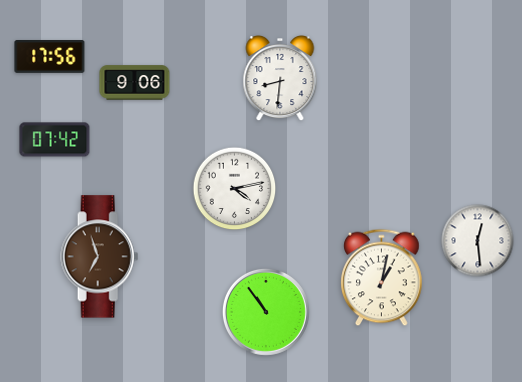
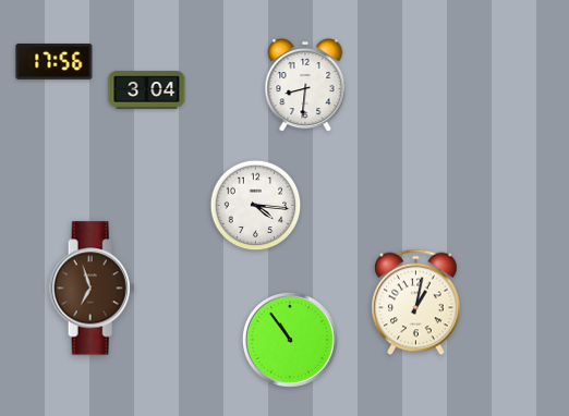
clock at (135, 83): 9:06 -> 3:04
clock at (55, 140): 07:42 -> none
clock at (235, 189): 4:13 -> 4:16
clock at (478, 241): 12:29 -> none
clock at (100, 257) position: (100, 257) -> (93, 289)
